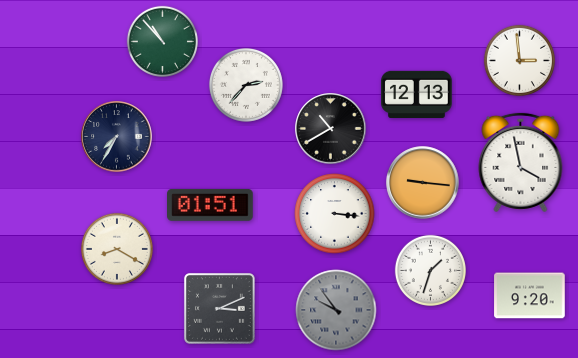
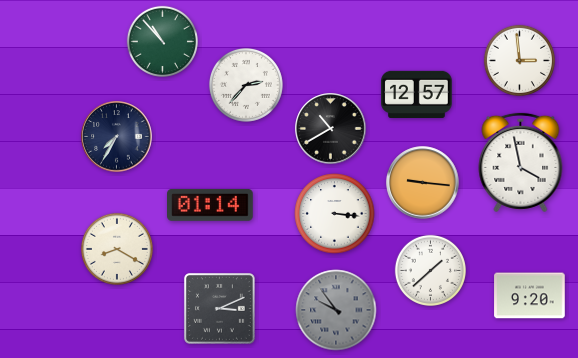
clock at (417, 94): 12:13 -> 12:57
clock at (211, 205): 01:51 -> 01:14
clock at (430, 270): 1:33 -> 1:38
